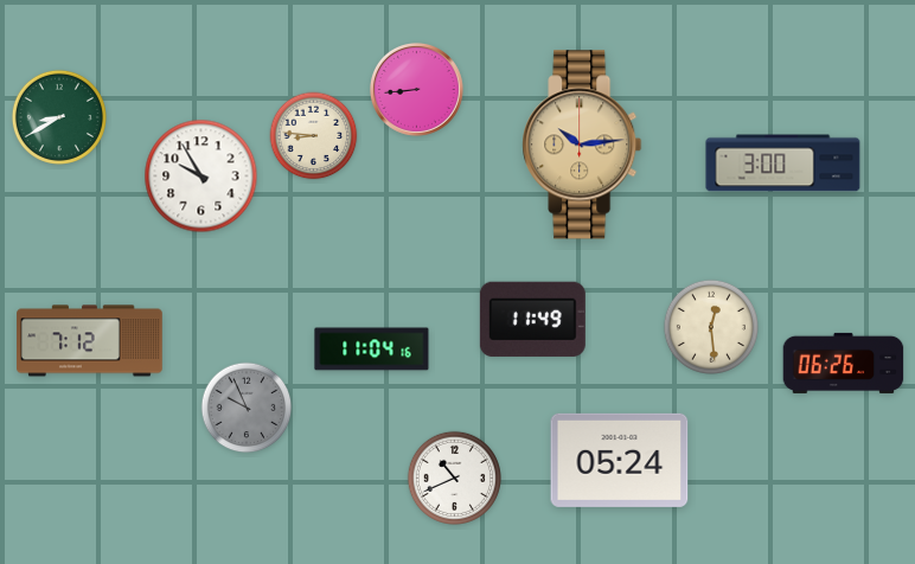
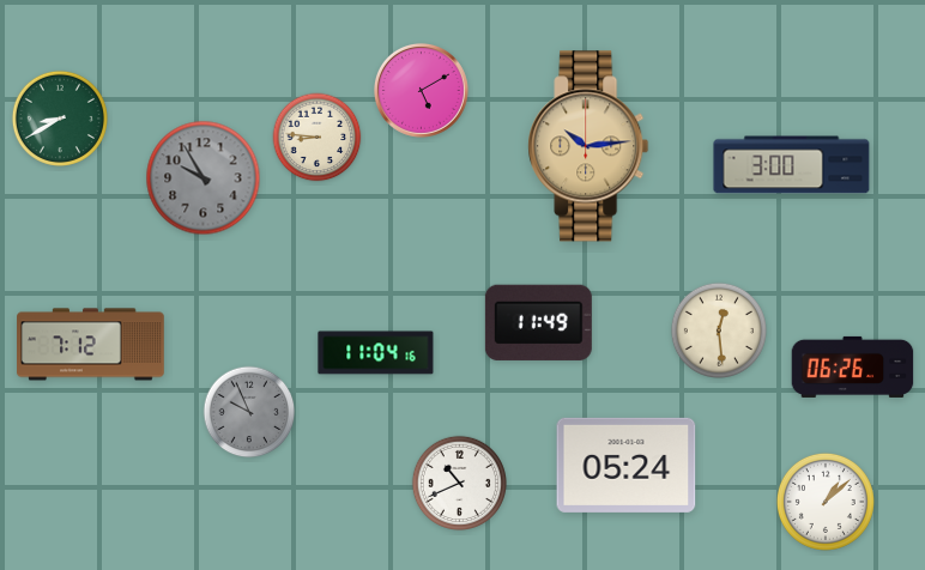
clock at (416, 89): 8:44 -> 5:10
clock at (201, 177) dial: white -> grey
clock at (826, 502): none -> 1:08
